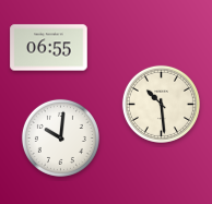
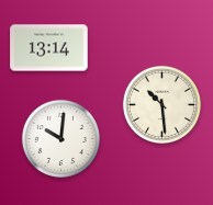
clock at (49, 48): 06:55 -> 13:14
